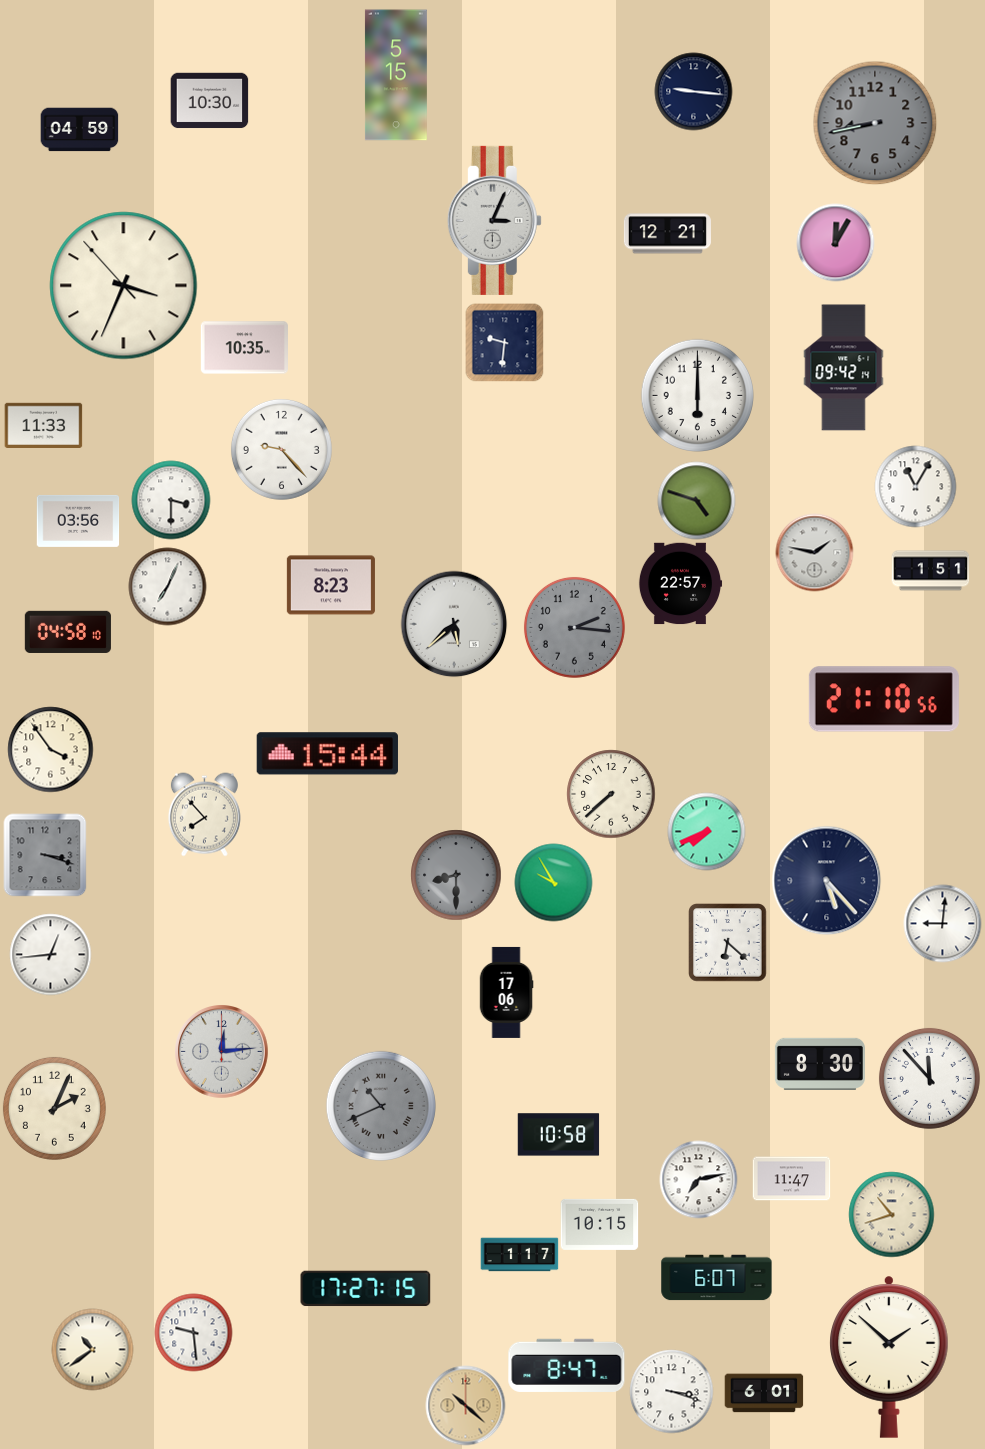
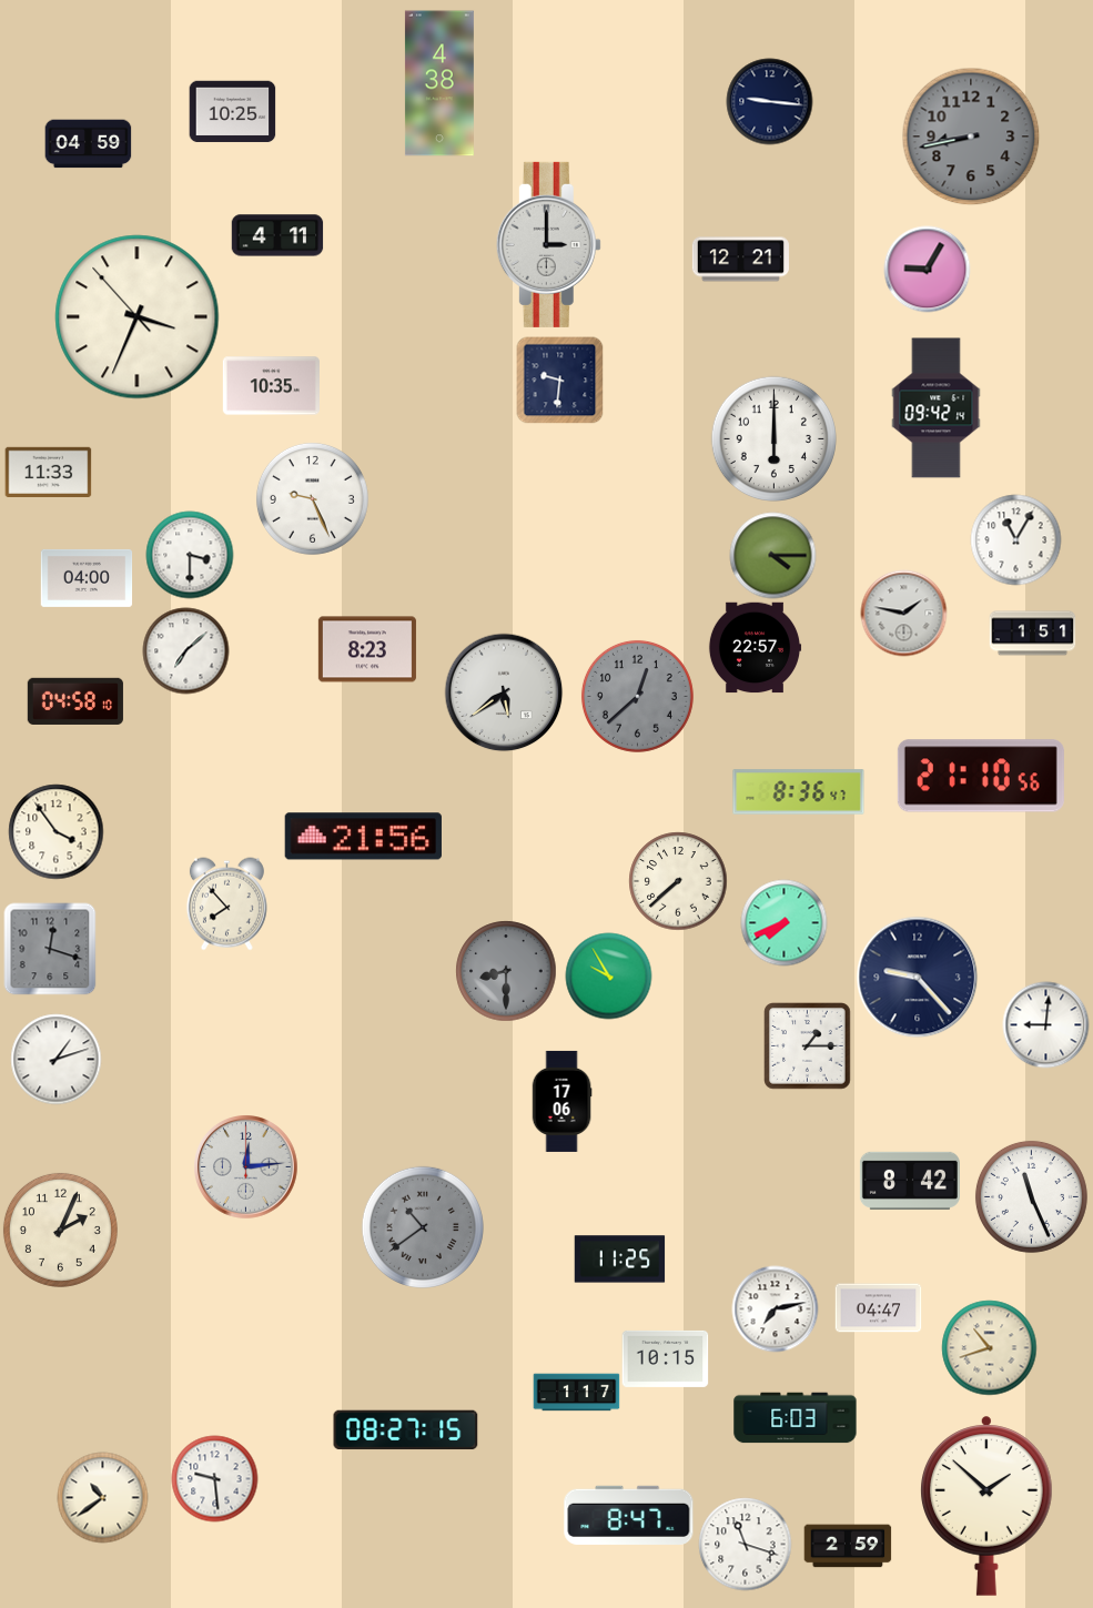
clock at (396, 75): 5:15 -> 4:38
clock at (209, 101): 10:30 -> 10:25
clock at (277, 235): none -> 4:11
clock at (494, 220): 3:04 -> 3:00
clock at (835, 242): 12:05 -> 9:05
clock at (281, 449): 9:23 -> 9:26
clock at (696, 500): 4:48 -> 4:15
clock at (78, 521): 03:56 -> 04:00
clock at (167, 586): 7:04 -> 7:08
clock at (454, 624): 5:38 -> 5:39
clock at (574, 627): 2:16 -> 12:38
clock at (799, 792): none -> 8:36
clock at (327, 754): 15:44 -> 21:56
clock at (45, 855): 3:18 -> 12:18
clock at (826, 880): 5:23 -> 9:23
clock at (553, 882) position: (553, 882) -> (608, 975)
clock at (727, 942): 6:22 -> 1:15
clock at (50, 954): 12:44 -> 1:12
clock at (820, 1064): 8:30 -> 8:42
clock at (929, 1078): 11:53 -> 11:26
clock at (381, 1106): 10:41 -> 10:39
clock at (558, 1135): 10:58 -> 11:25
clock at (791, 1179): 11:47 -> 04:47
clock at (717, 1278): 6:07 -> 6:03
clock at (366, 1289): 17:27 -> 08:27
clock at (671, 1391): 3:18 -> 11:18
clock at (764, 1393): 6:01 -> 2:59
clock at (465, 1405): 10:22 -> none
